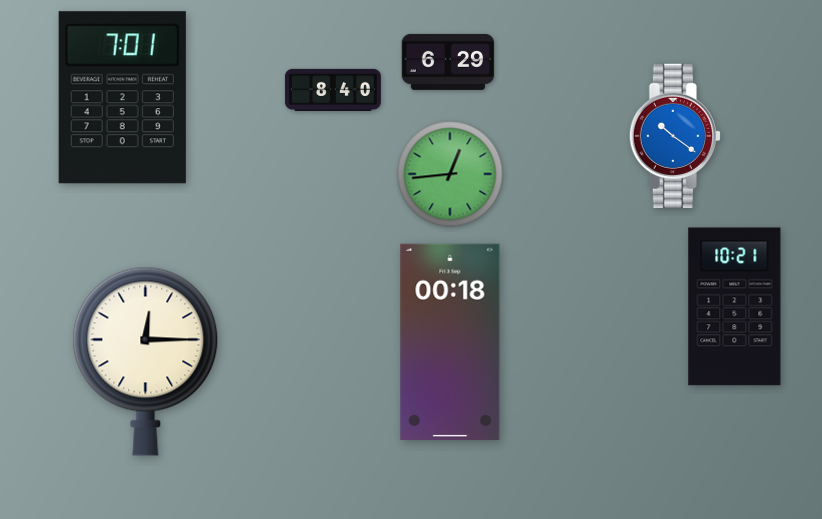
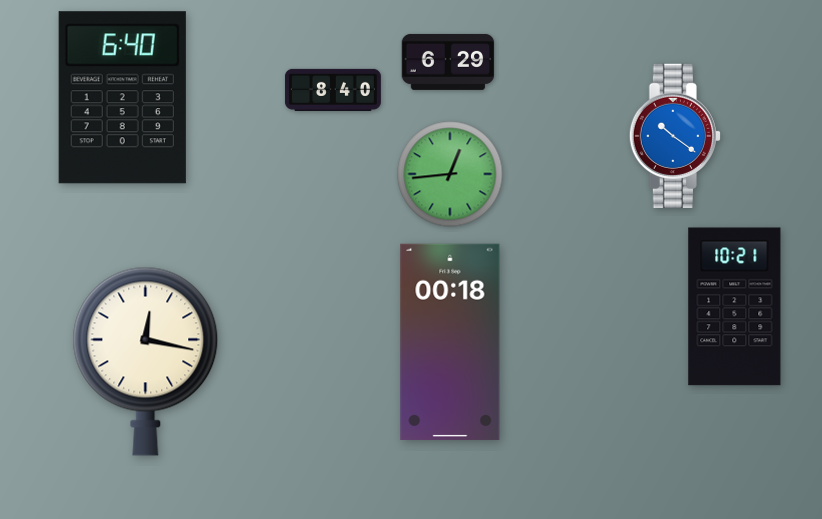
clock at (122, 98): 7:01 -> 6:40
clock at (146, 361): 12:15 -> 12:17
